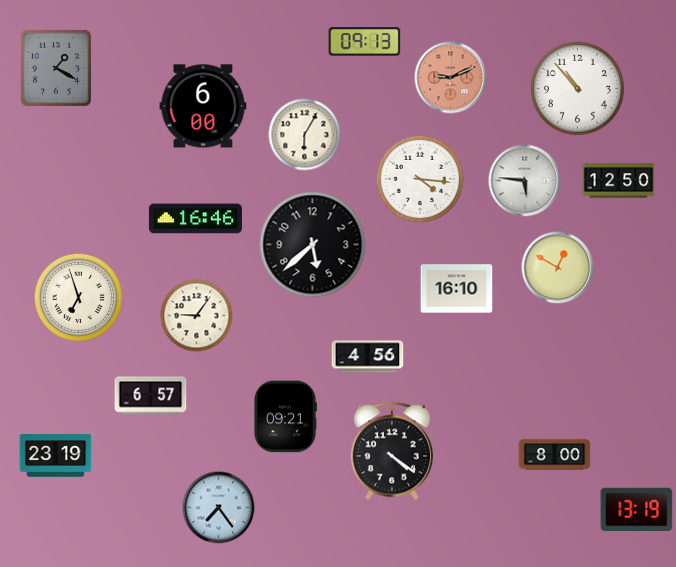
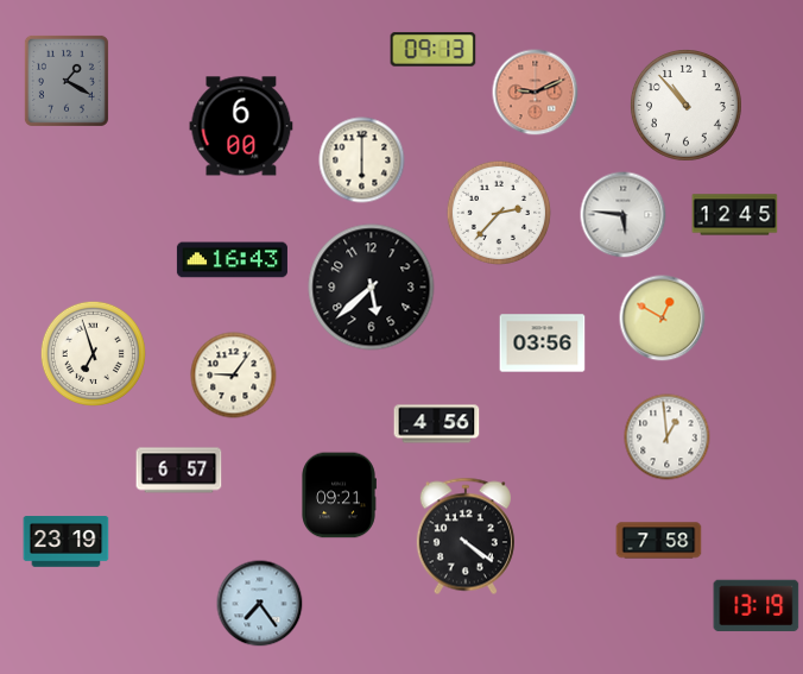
clock at (305, 135): 6:05 -> 6:00
clock at (419, 178): 4:16 -> 2:37
clock at (619, 181): 12:50 -> 12:45
clock at (195, 219): 16:46 -> 16:43
clock at (313, 245) position: (313, 245) -> (372, 288)
clock at (457, 289): 16:10 -> 03:56
clock at (668, 437): none -> 12:59
clock at (555, 455): 8:00 -> 7:58
